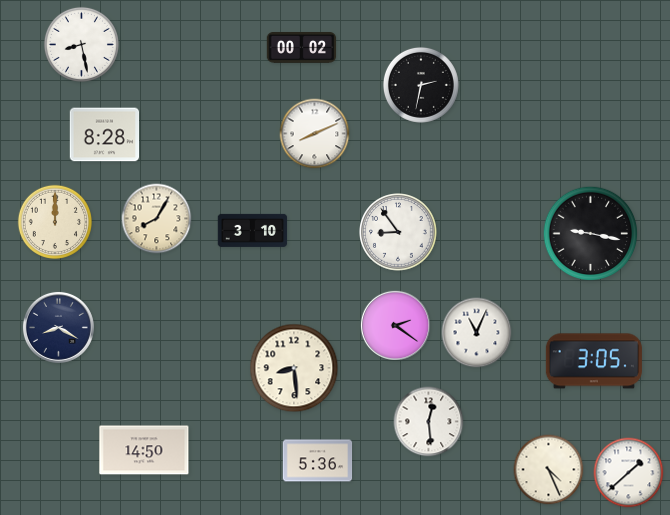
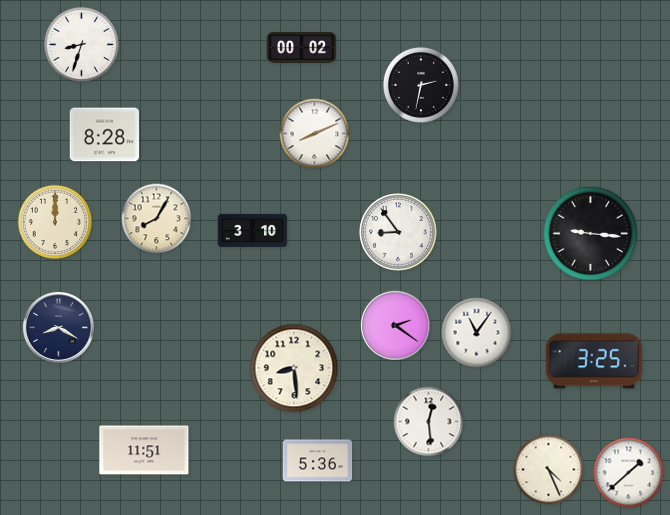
clock at (81, 44): 8:28 -> 8:33
clock at (591, 234): 9:17 -> 9:16
clock at (477, 333): 11:04 -> 11:06
clock at (594, 361): 3:05 -> 3:25
clock at (144, 450): 14:50 -> 11:51
